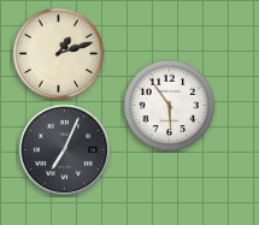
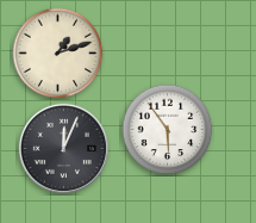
clock at (170, 106) position: (170, 106) -> (168, 130)
clock at (64, 149): 7:04 -> 12:04
